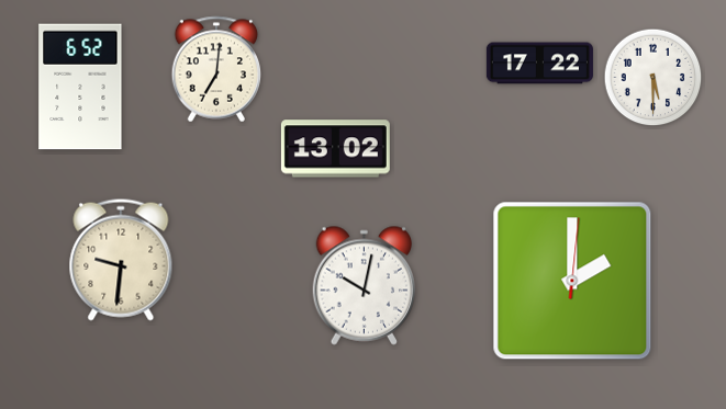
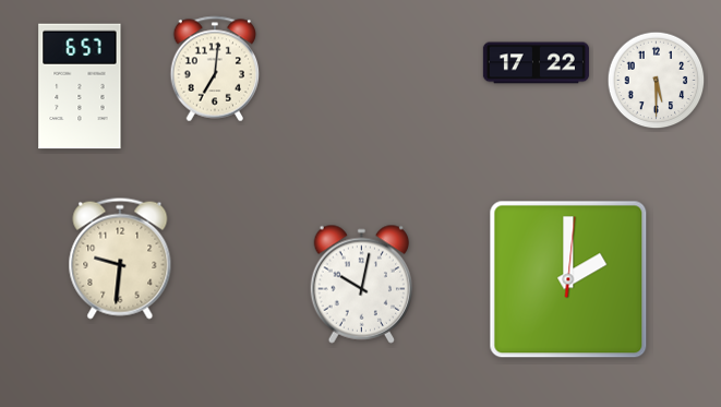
clock at (654, 78) position: (654, 78) -> (657, 81)
clock at (80, 87): 6:52 -> 6:57
clock at (335, 149): 13:02 -> none
